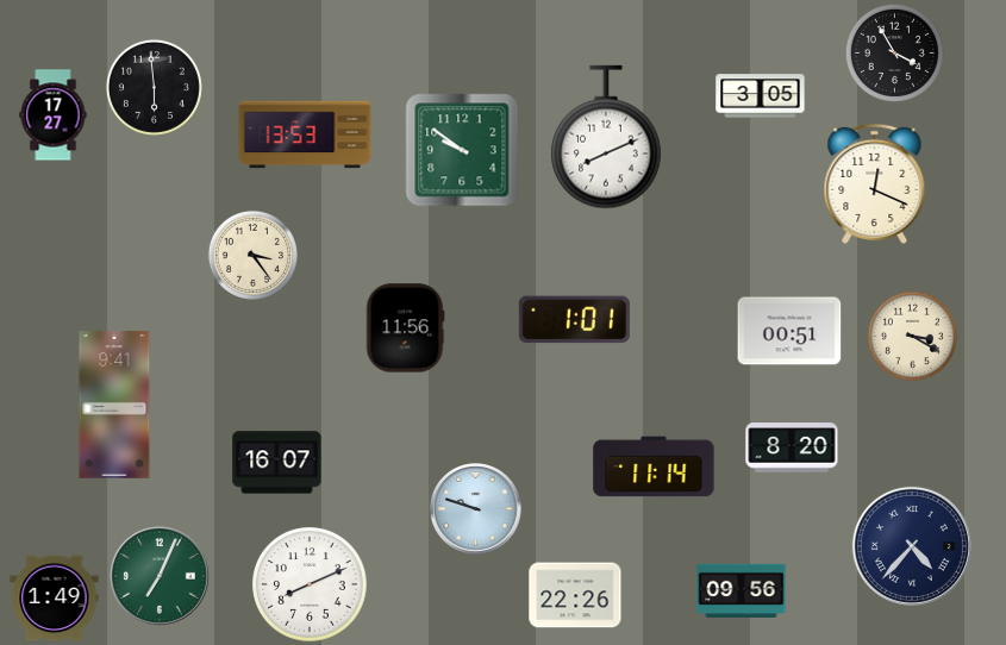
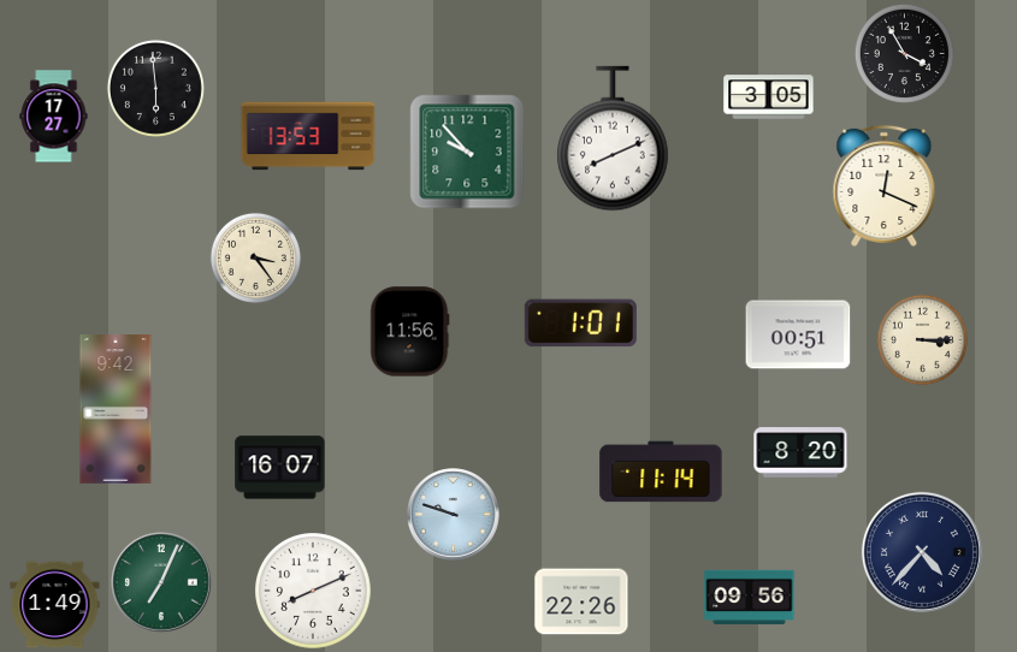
clock at (462, 150): 9:51 -> 9:53
clock at (912, 336): 3:20 -> 3:15
clock at (114, 405): 9:41 -> 9:42
clock at (476, 509) position: (476, 509) -> (454, 515)
